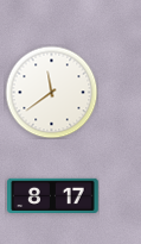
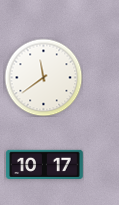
clock at (53, 195): 8:17 -> 10:17
